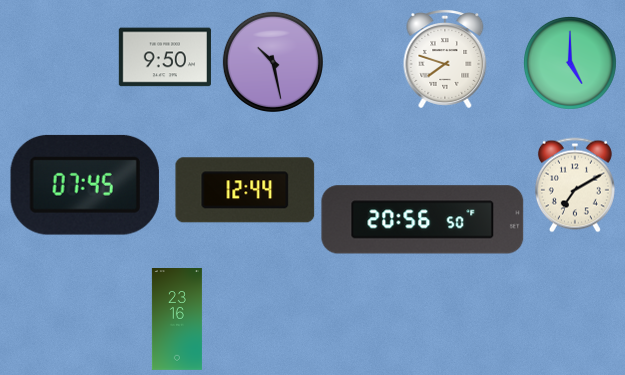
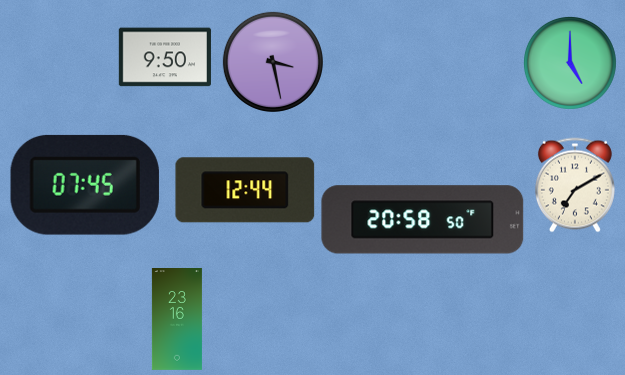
clock at (445, 59): 7:48 -> none
clock at (273, 62): 10:28 -> 3:28
clock at (423, 220): 20:56 -> 20:58
